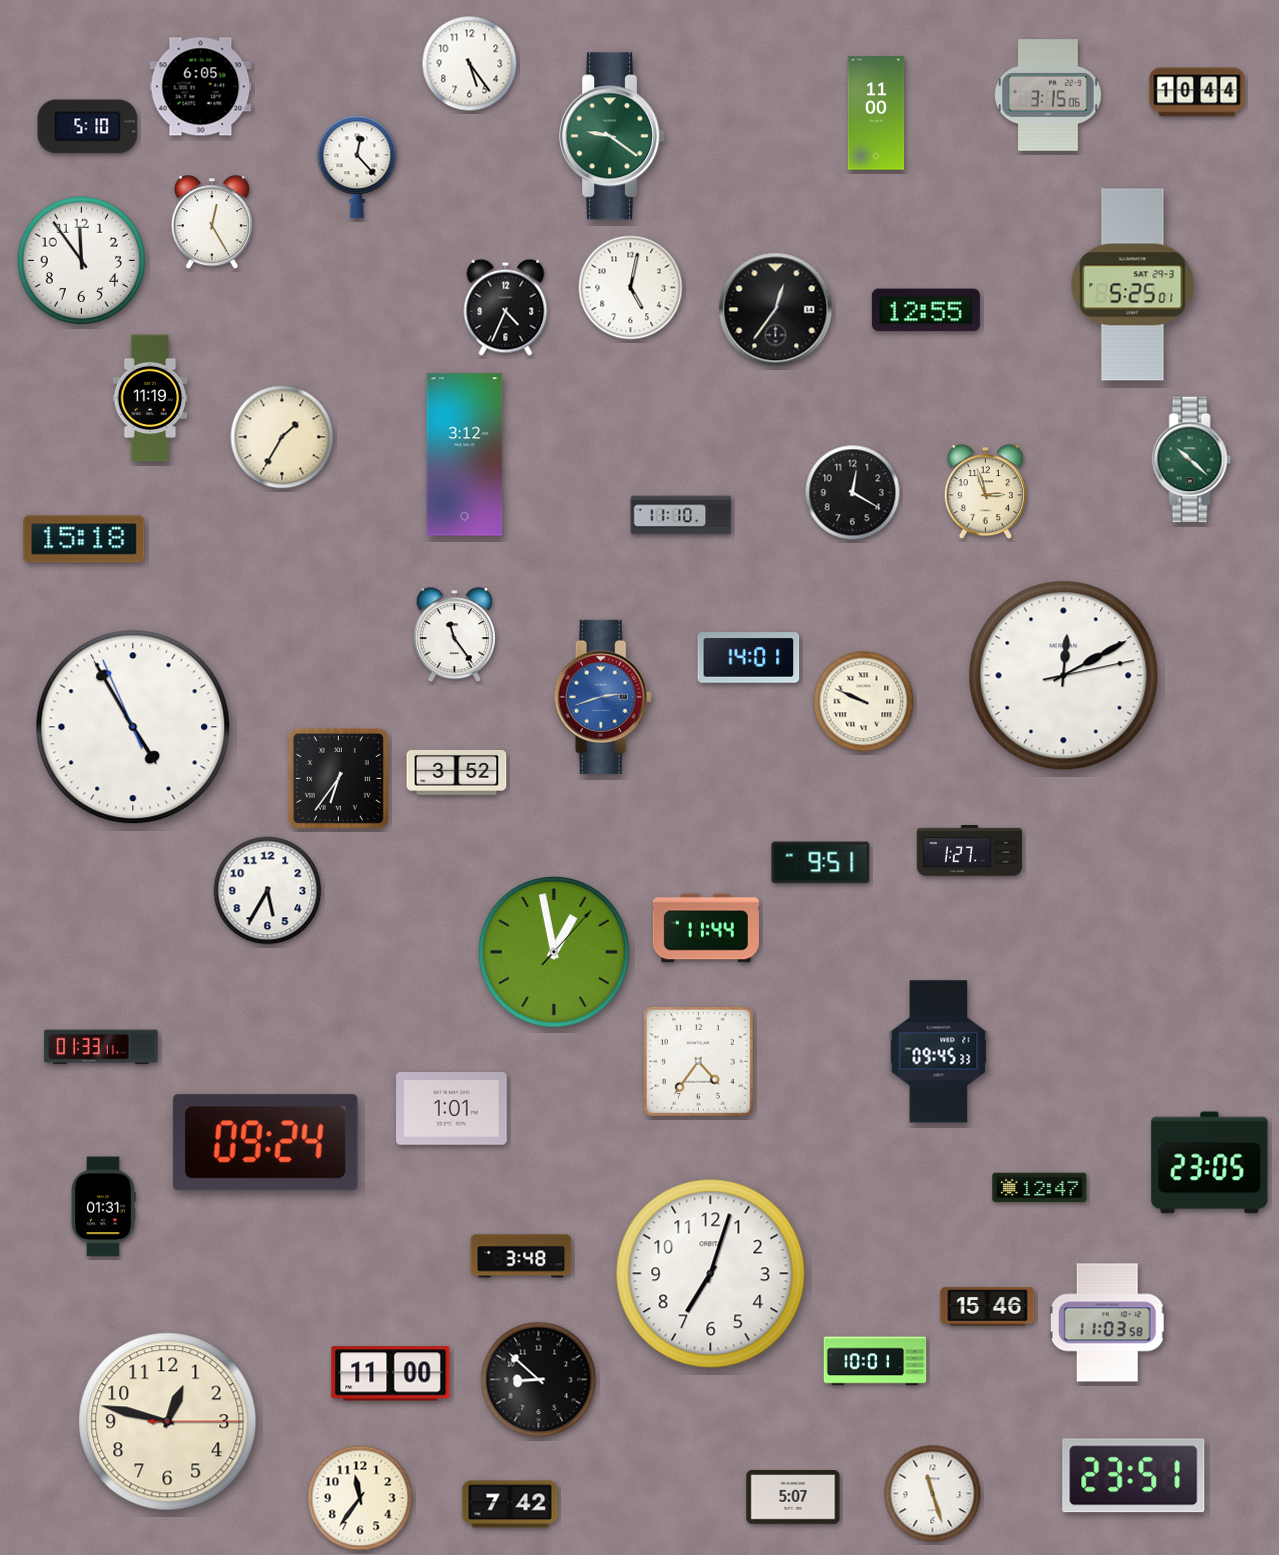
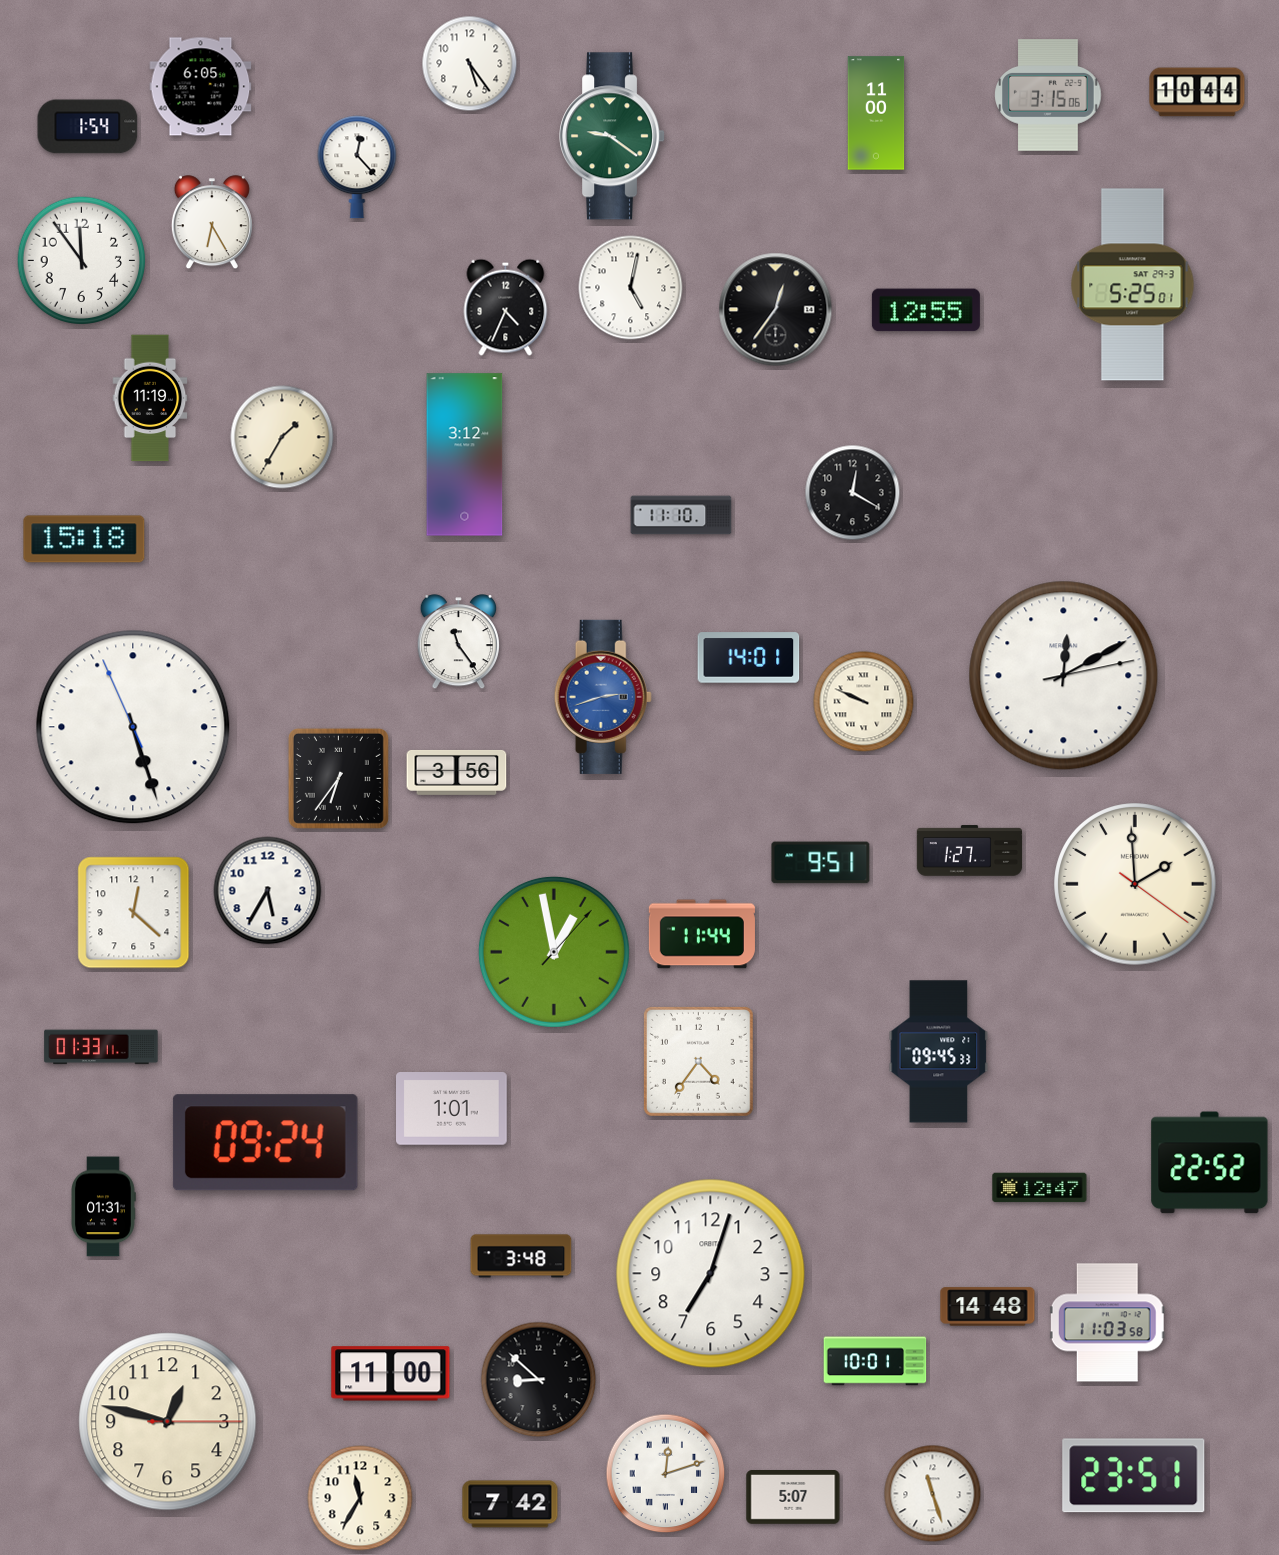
clock at (88, 127): 5:10 -> 1:54
clock at (212, 223): 12:25 -> 6:25
clock at (1192, 460): 10:22 -> none
clock at (985, 492): 2:57 -> none
clock at (454, 635) position: (454, 635) -> (458, 642)
clock at (133, 727): 4:54 -> 5:26
clock at (457, 772): 3:52 -> 3:56
clock at (1135, 884): none -> 1:59
clock at (134, 913): none -> 12:22
clock at (706, 928) position: (706, 928) -> (702, 934)
clock at (1210, 1163): 23:05 -> 22:52
clock at (988, 1307): 15:46 -> 14:48
clock at (666, 1474): none -> 12:12
clock at (360, 1498): 11:36 -> 11:35
